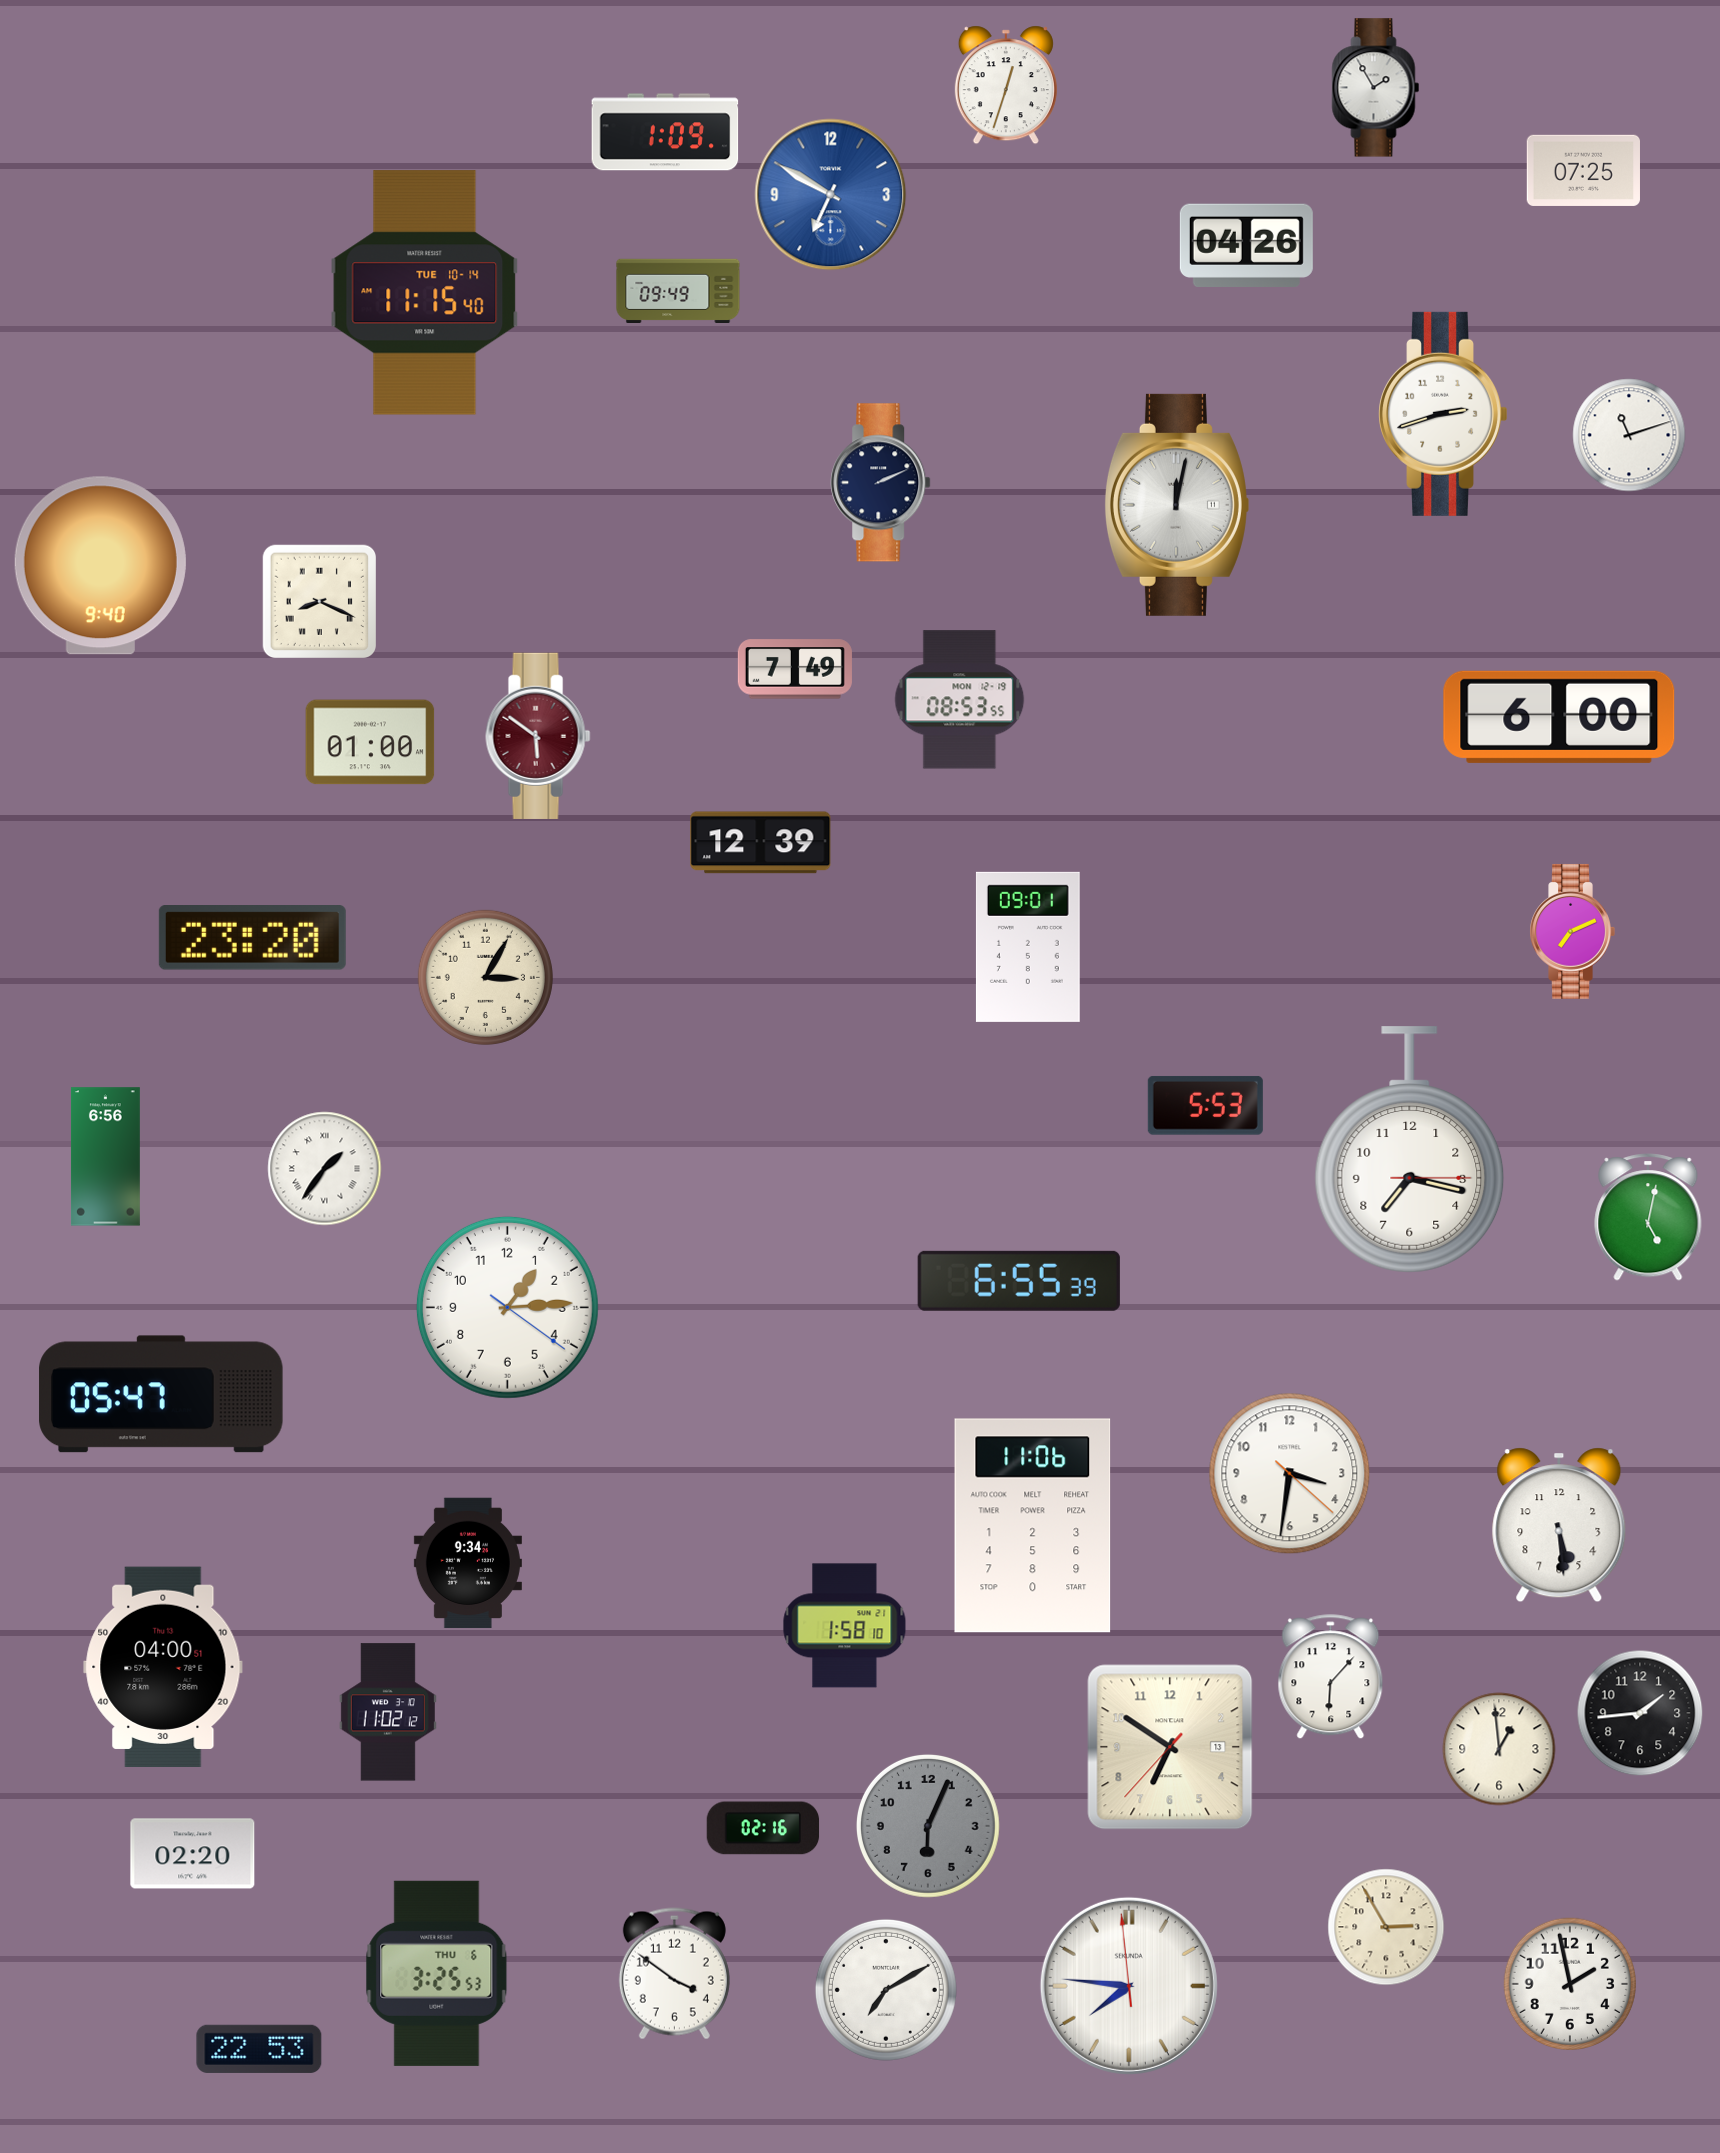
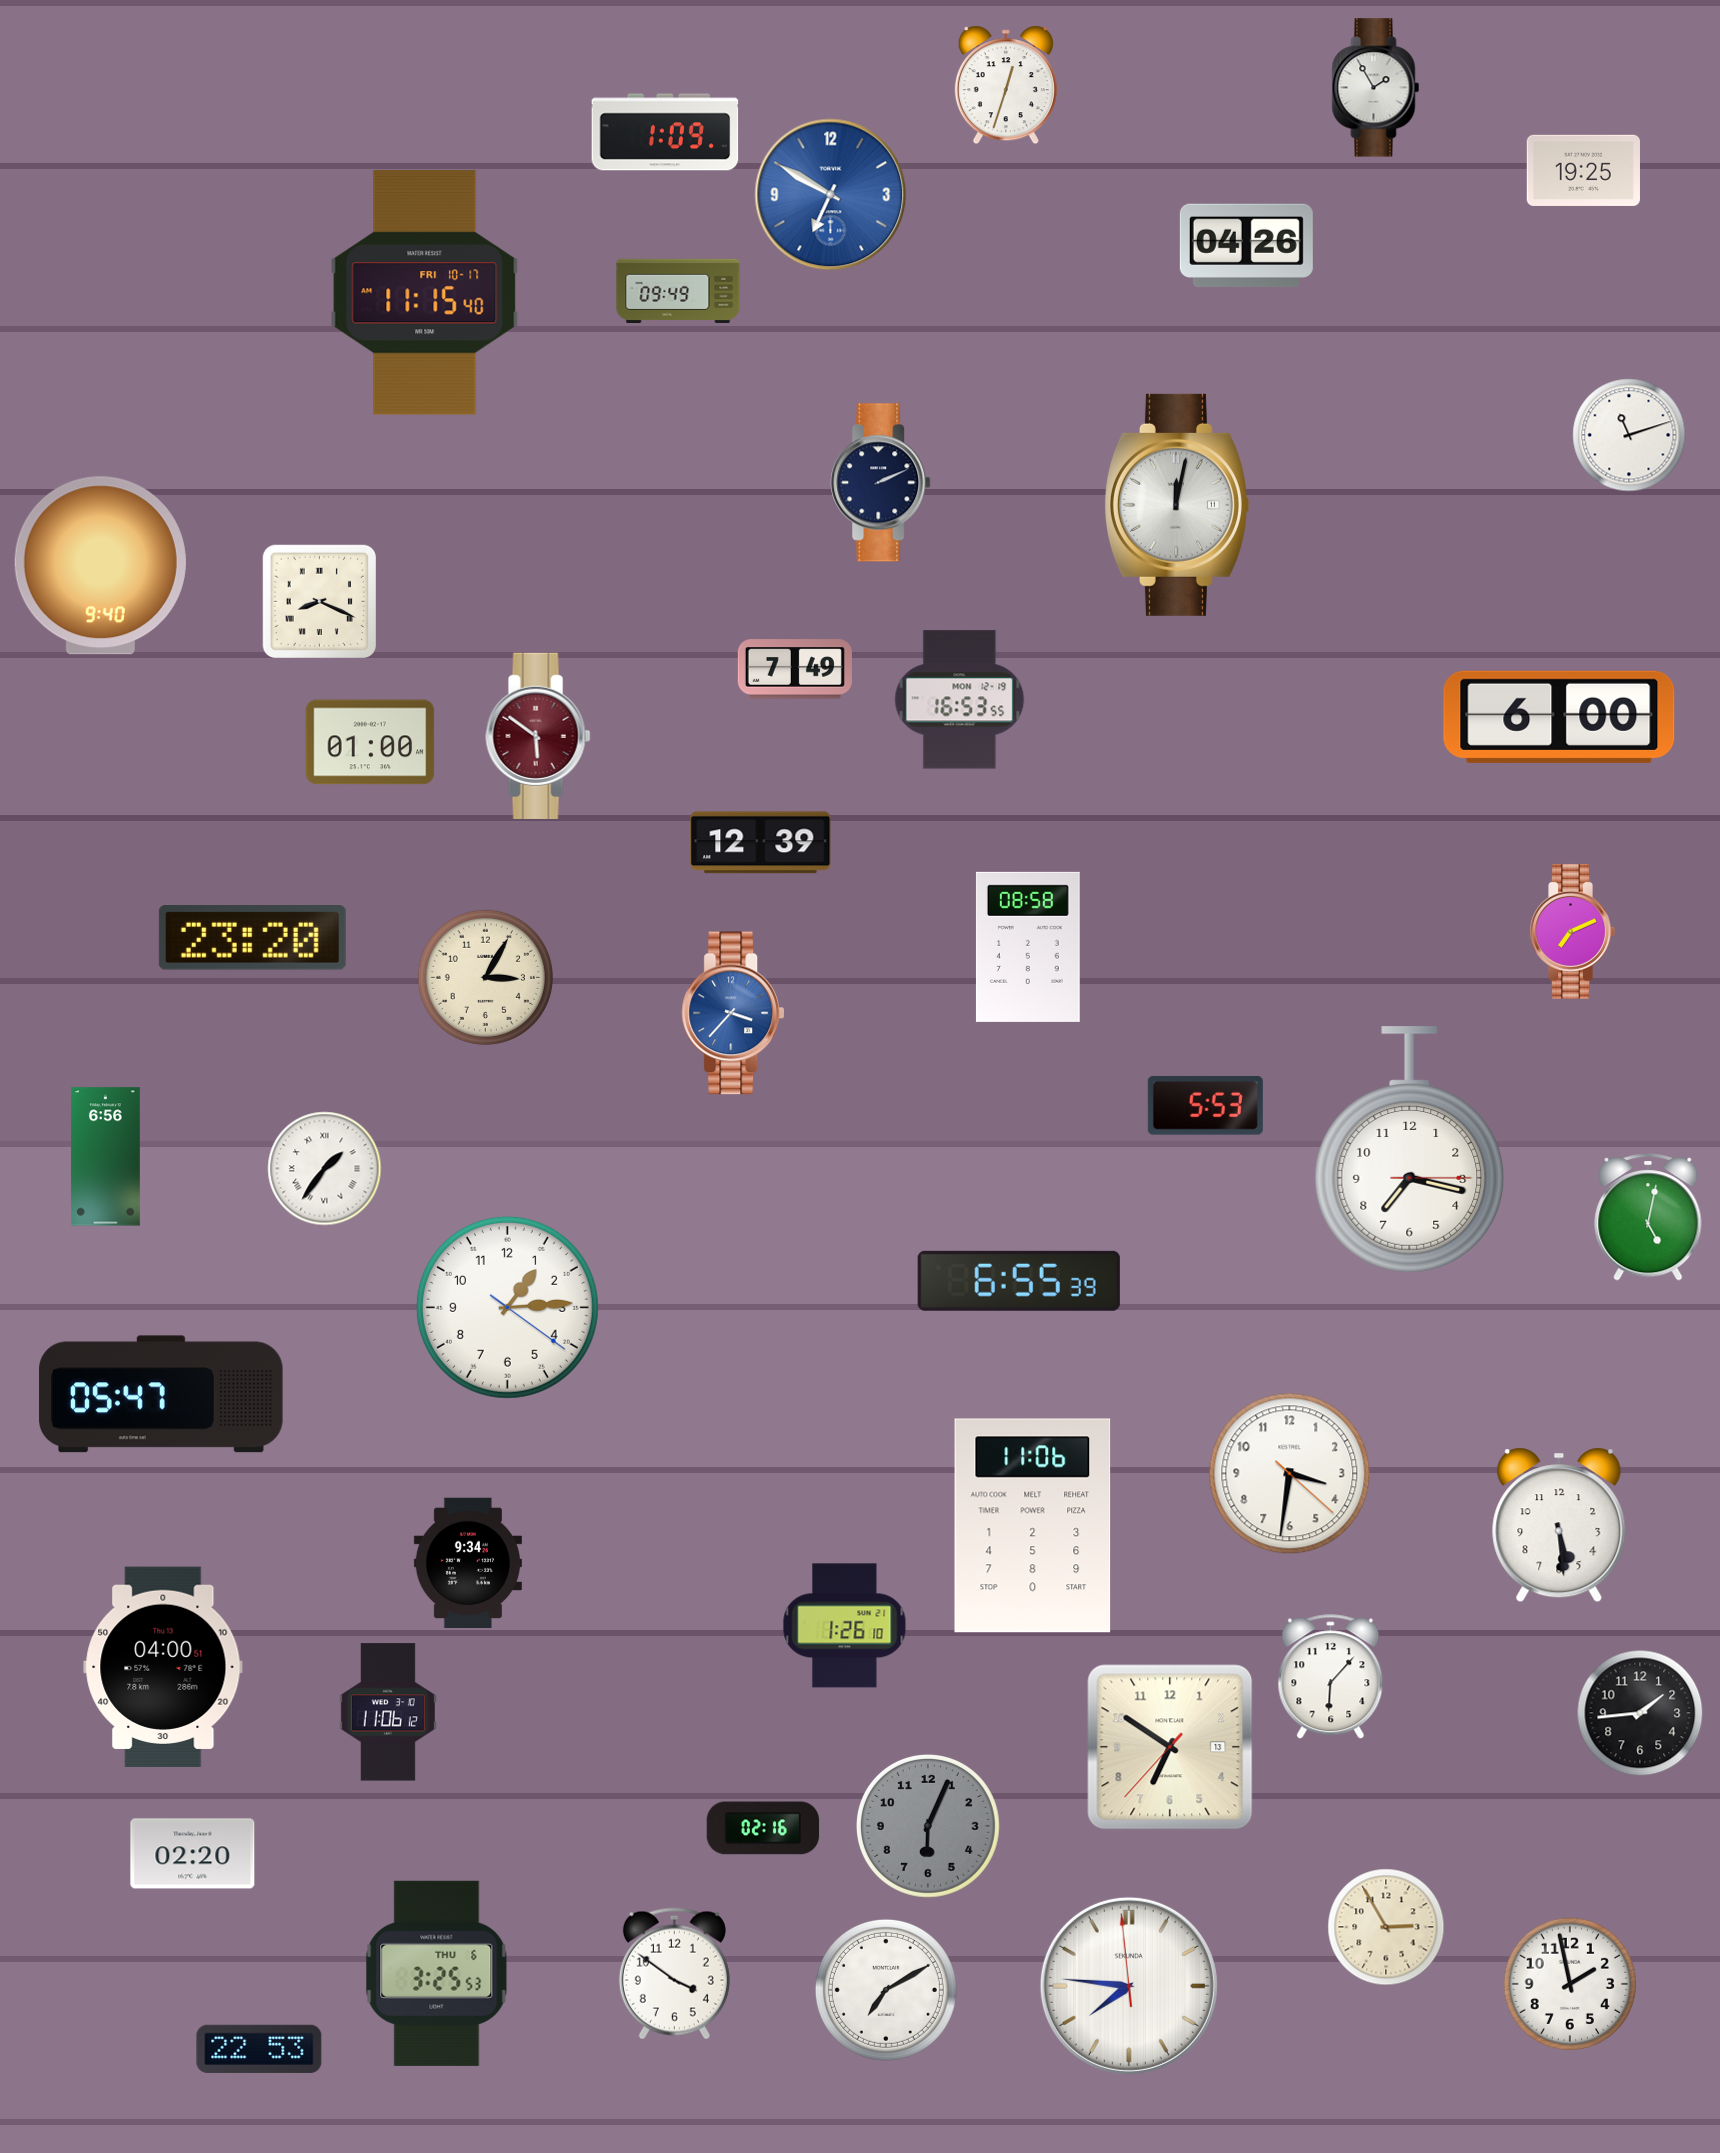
clock at (1583, 170): 07:25 -> 19:25
clock at (425, 293) date: TUE 10-14 -> FRI 10-17
clock at (1442, 414): 2:42 -> none
clock at (960, 700): 08:53 -> 16:53
clock at (1028, 947): 09:01 -> 08:58
clock at (732, 1013): none -> 3:37
clock at (845, 1626): 1:58 -> 1:26
clock at (388, 1712): 11:02 -> 11:06
clock at (1499, 1749): 12:59 -> none
